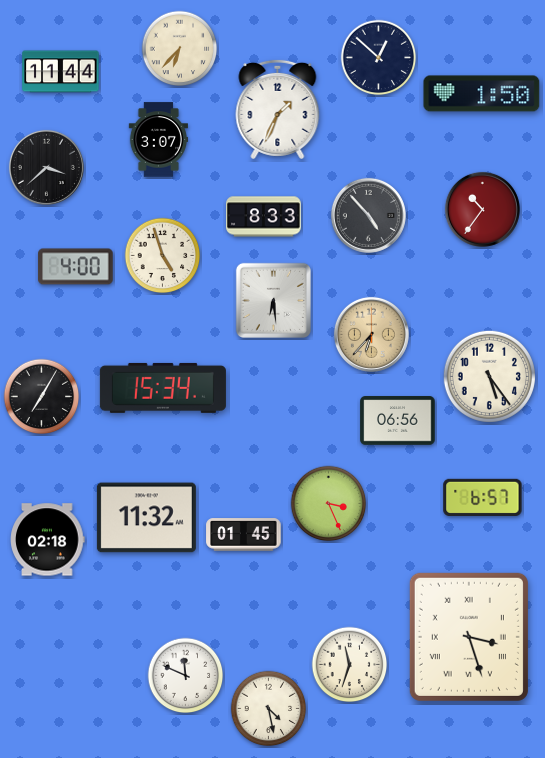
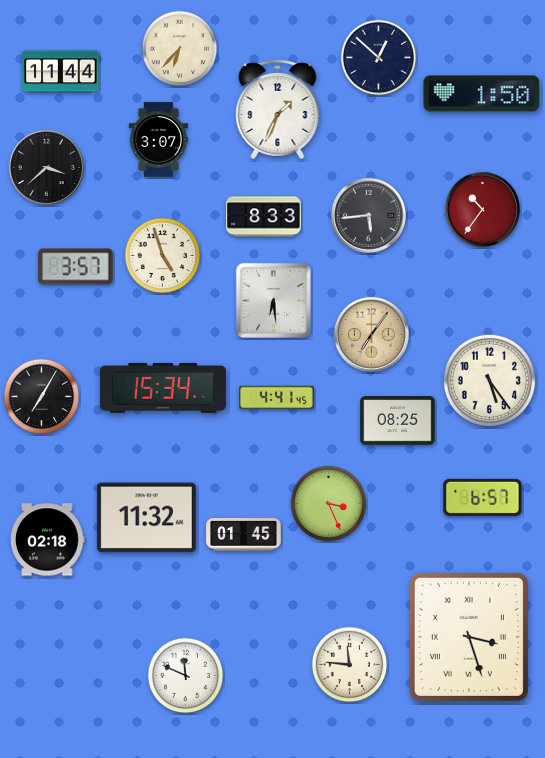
clock at (368, 215): 4:53 -> 5:44
clock at (76, 267): 4:00 -> 3:57
clock at (371, 334): 6:37 -> 7:06
clock at (489, 376) position: (489, 376) -> (489, 380)
clock at (277, 398): none -> 4:41
clock at (398, 421): 06:56 -> 08:25
clock at (350, 665): 11:33 -> 11:46
clock at (269, 709): 4:28 -> none
